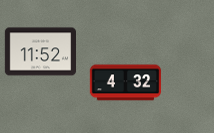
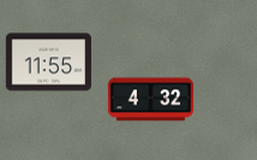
clock at (41, 52): 11:52 -> 11:55
